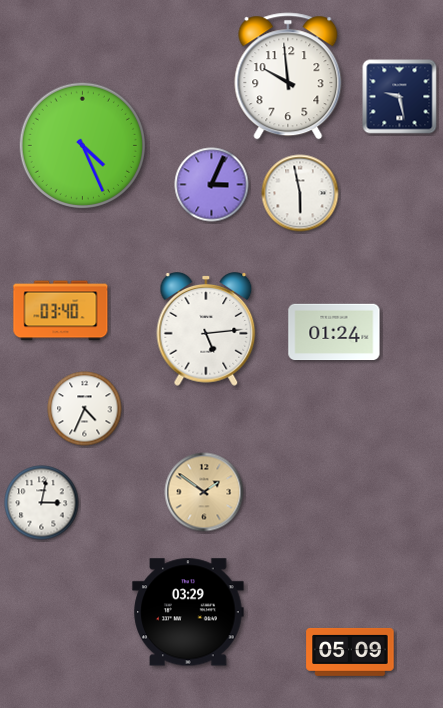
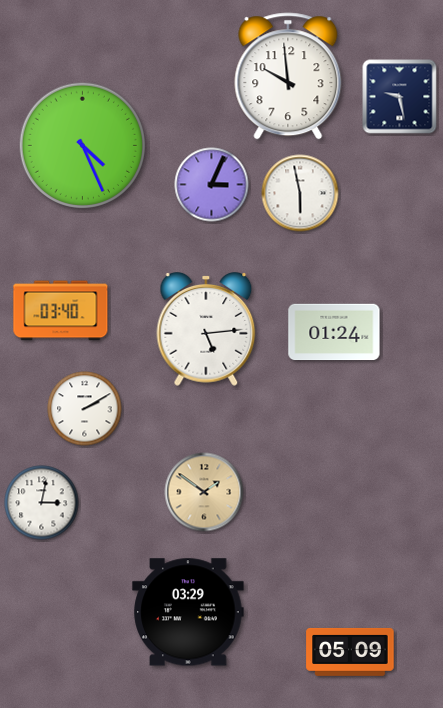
clock at (85, 409): 4:34 -> 2:10
